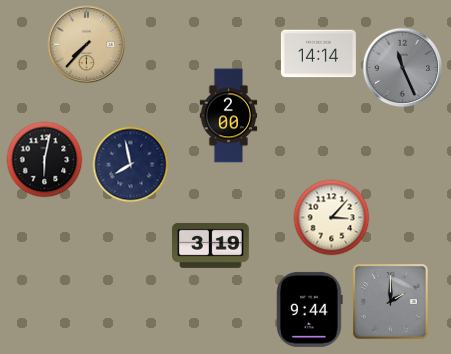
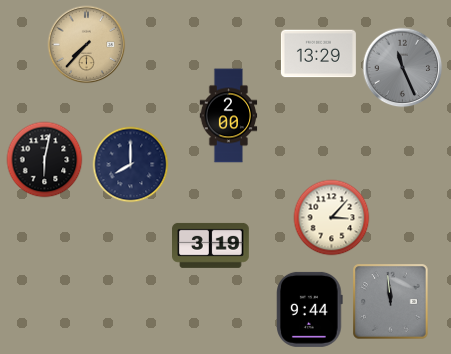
clock at (318, 54): 14:14 -> 13:29
clock at (131, 165): 7:58 -> 8:00
clock at (391, 302): 2:00 -> 11:59
